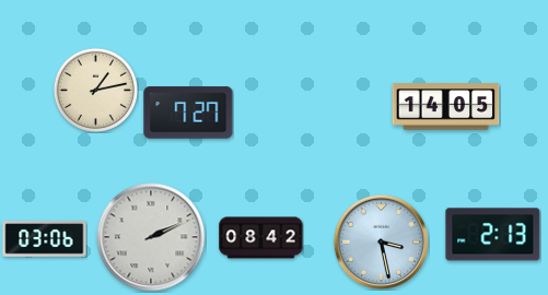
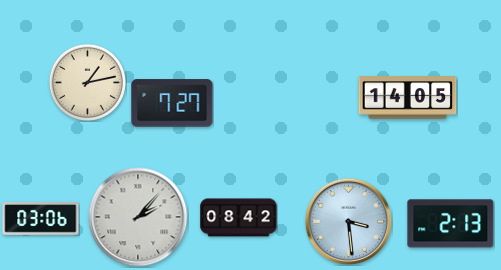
clock at (493, 235) position: (493, 235) -> (451, 224)
clock at (151, 237): 2:11 -> 2:07
clock at (381, 241): 3:28 -> 3:29
